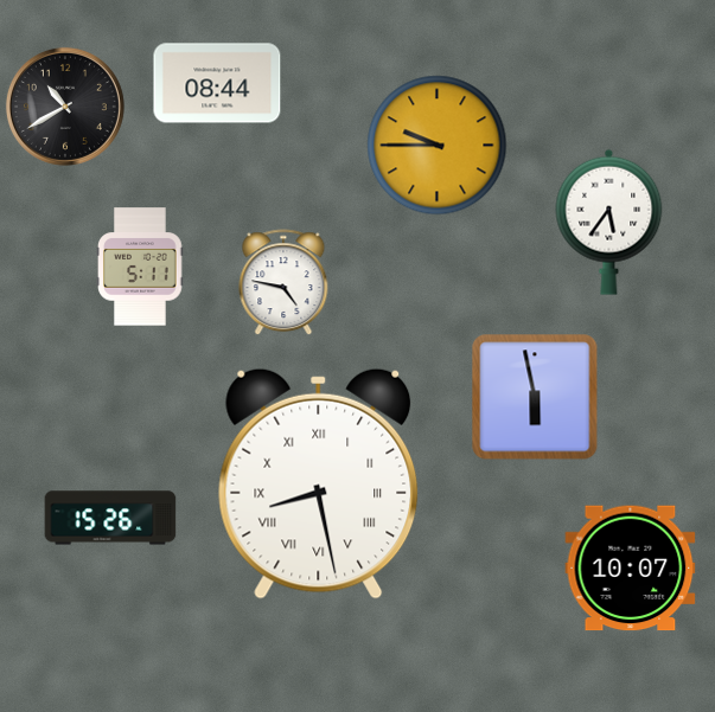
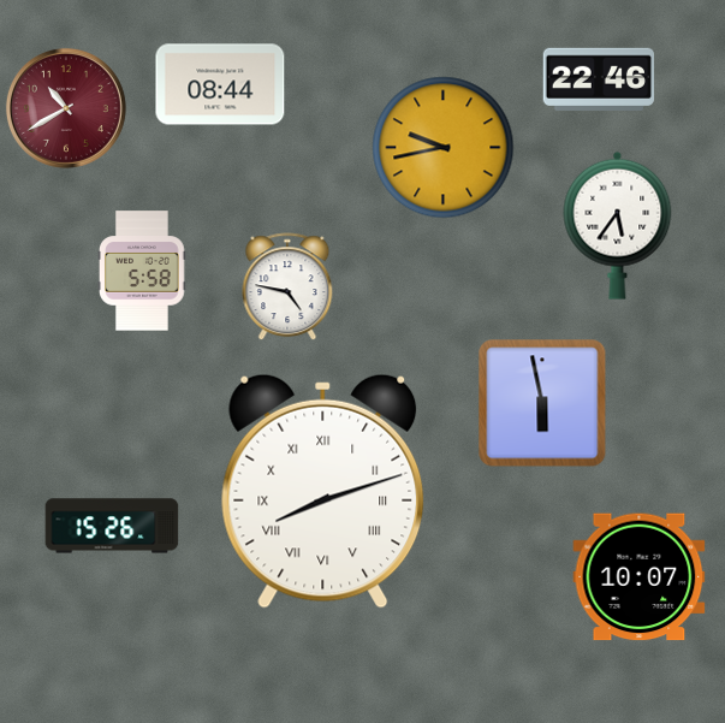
clock at (598, 79): none -> 22:46
clock at (65, 107) dial: black -> burgundy
clock at (438, 146): 9:45 -> 9:43
clock at (140, 267): 5:11 -> 5:58
clock at (319, 483): 8:28 -> 8:12
